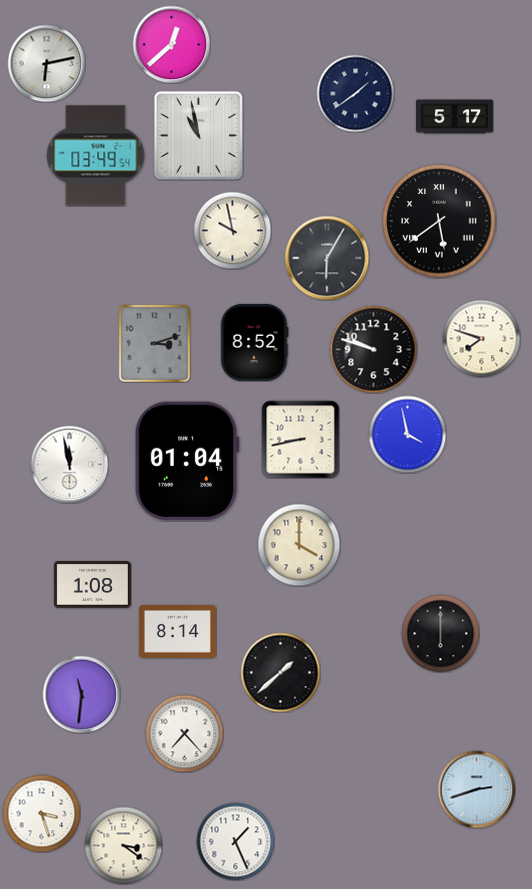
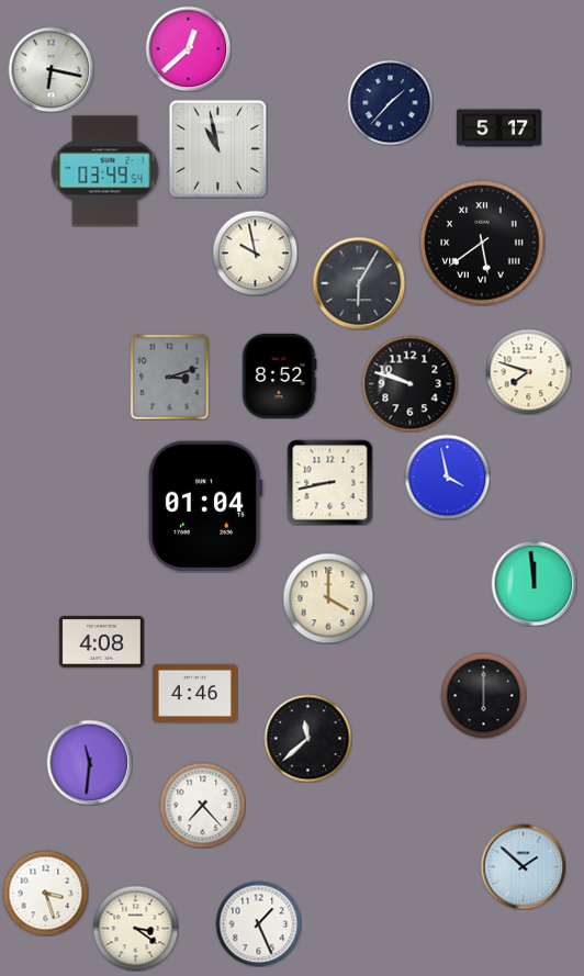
clock at (46, 63): 6:13 -> 6:17
clock at (355, 93): 1:39 -> 1:37
clock at (69, 464): 11:58 -> none
clock at (534, 583): none -> 11:59
clock at (92, 584): 1:08 -> 4:08
clock at (177, 631): 8:14 -> 4:46
clock at (280, 672): 1:38 -> 11:38
clock at (476, 789): 2:42 -> 1:52
